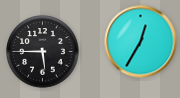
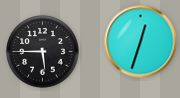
clock at (141, 42): 12:35 -> 12:33
